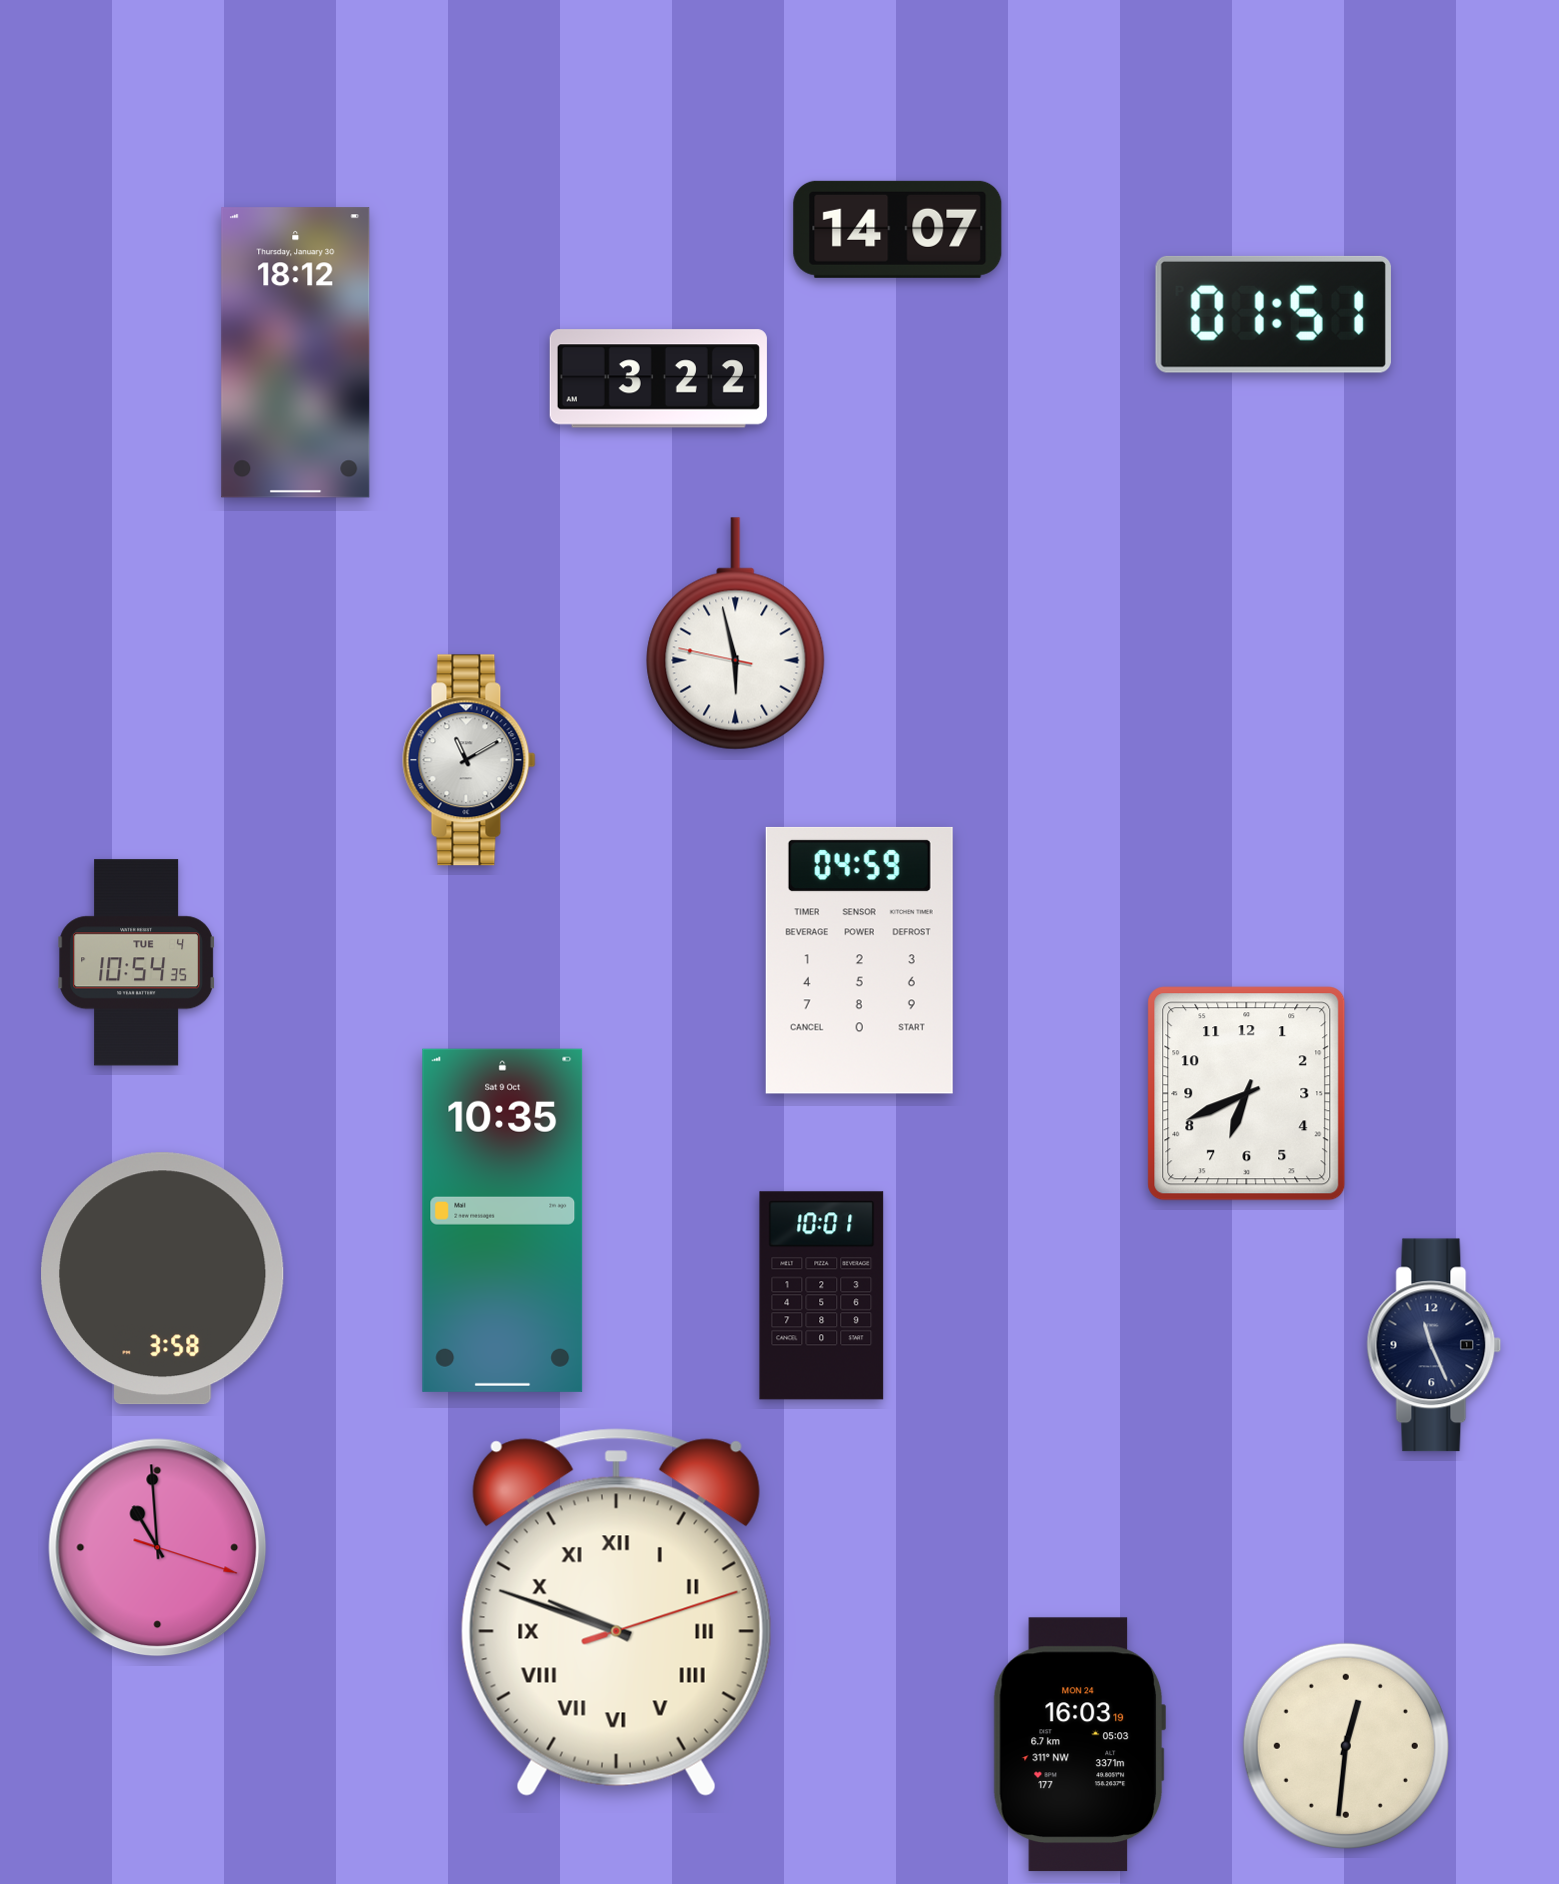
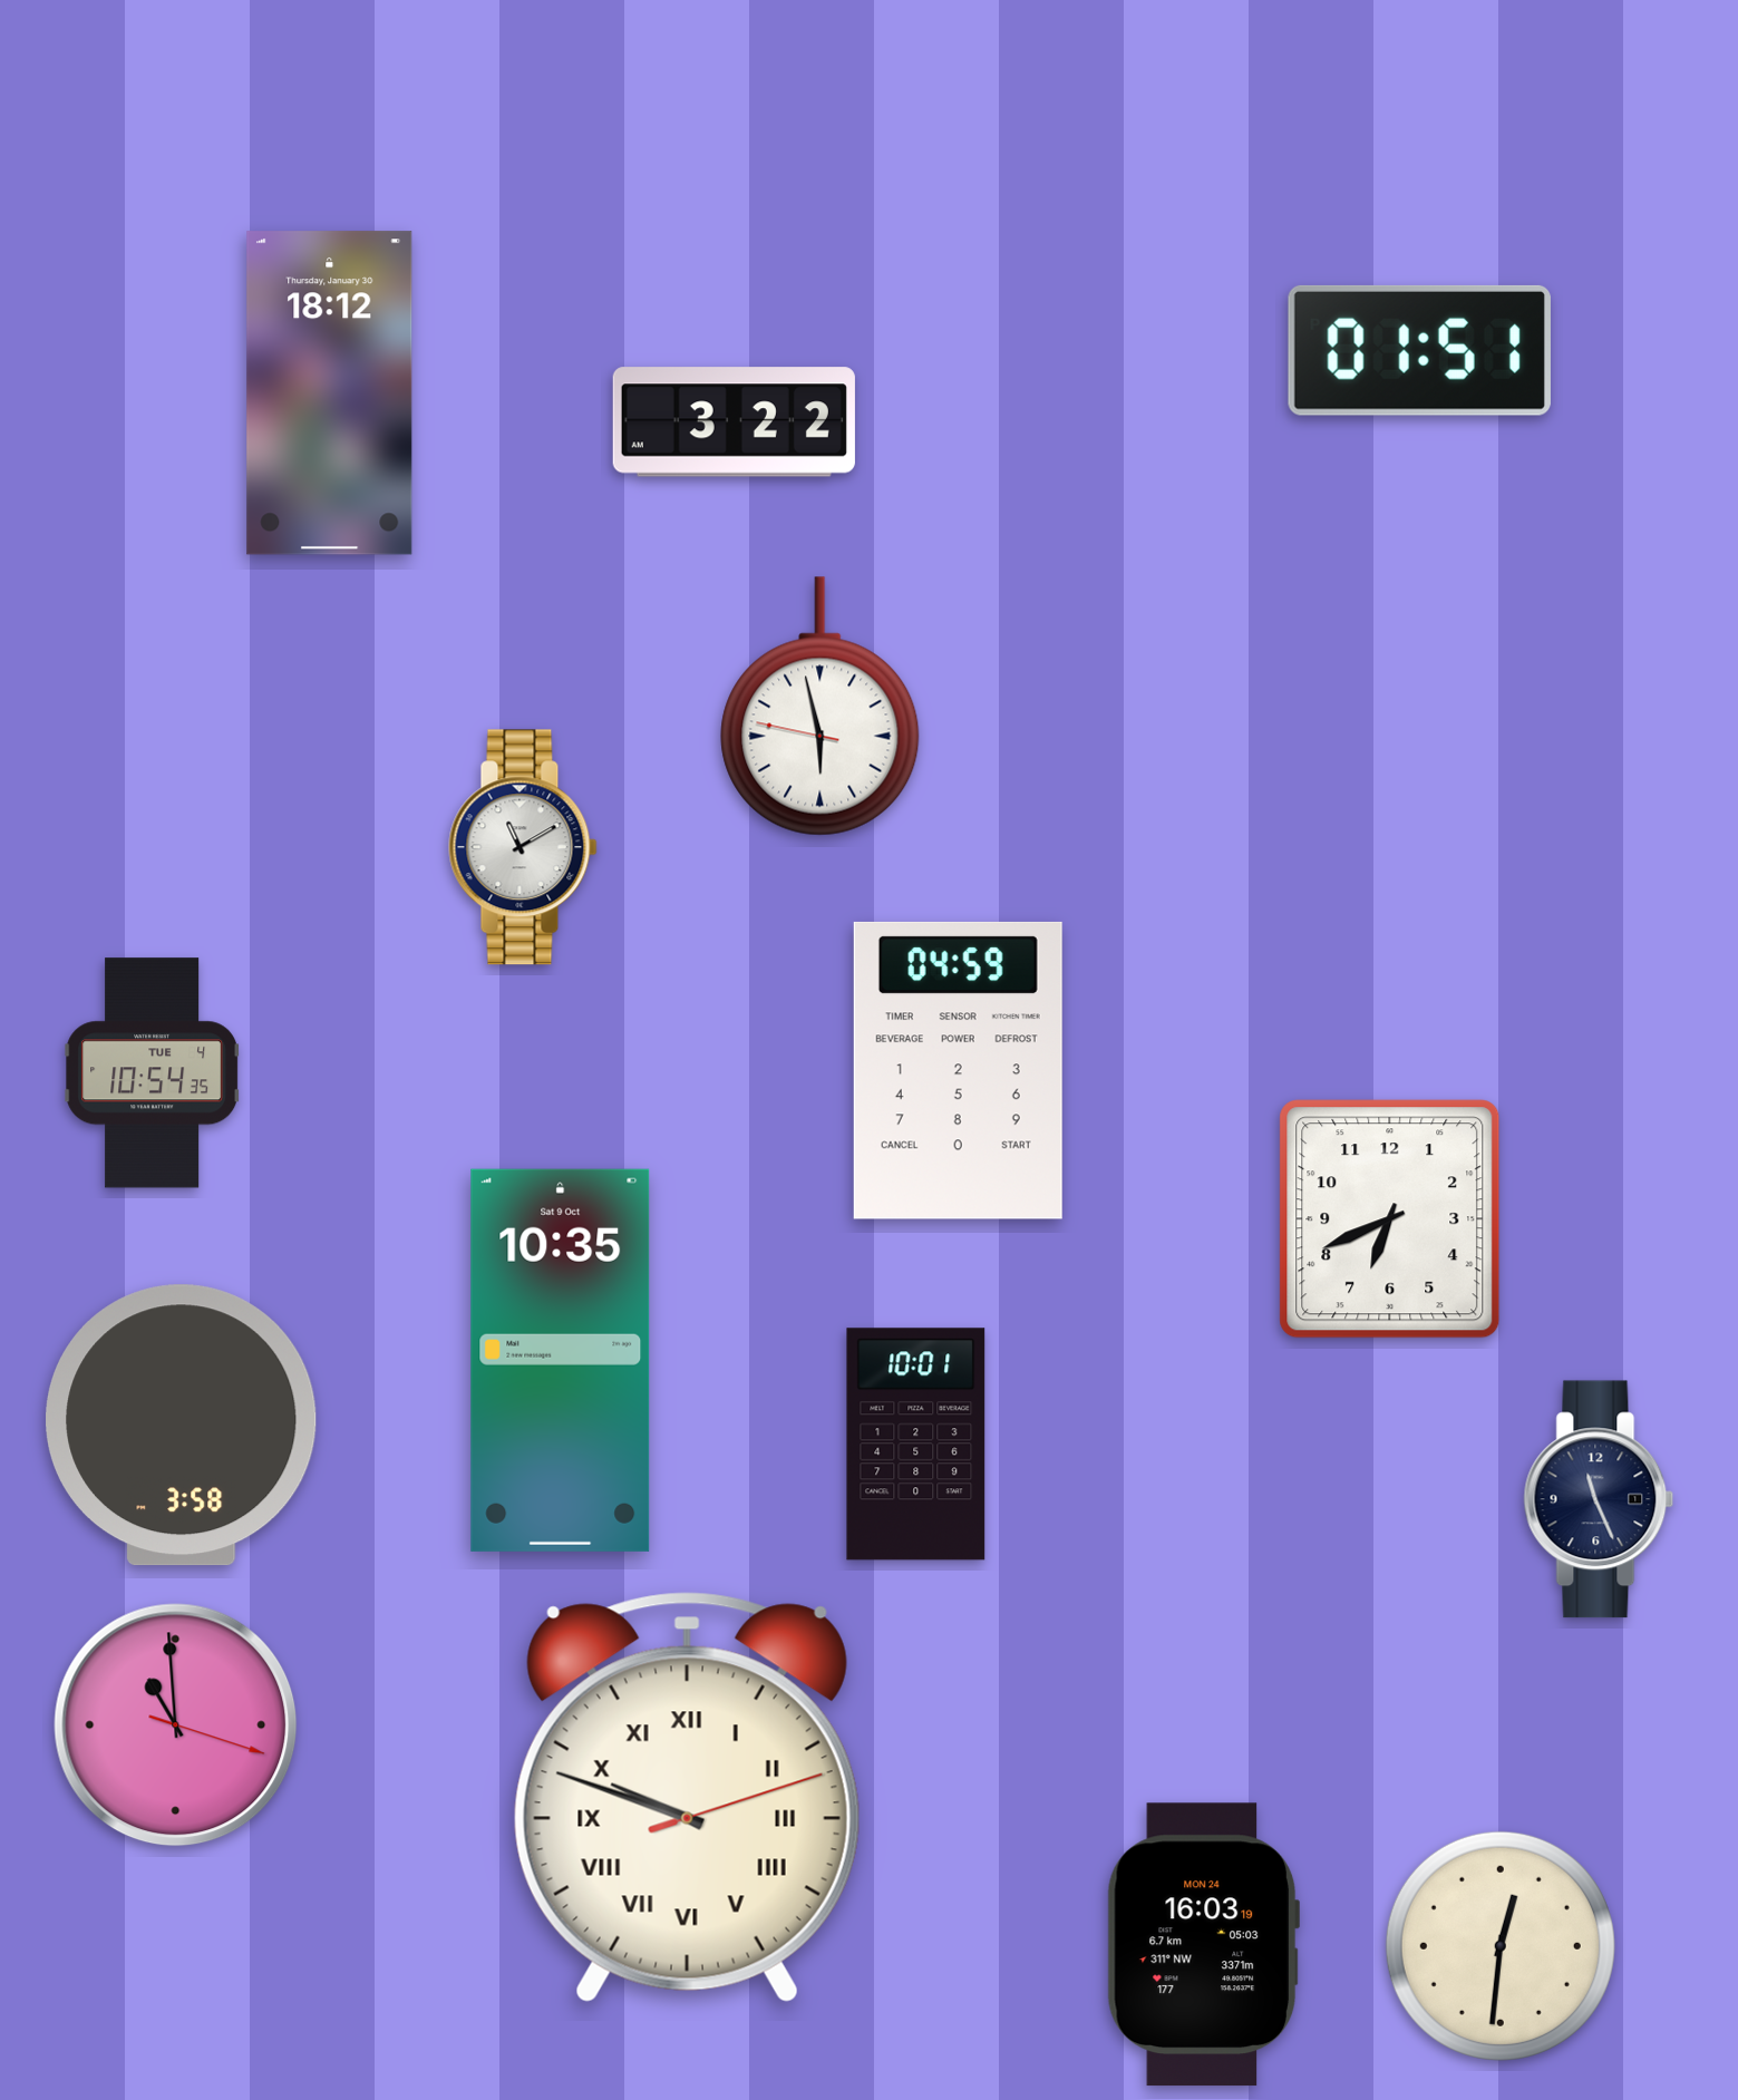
clock at (898, 229): 14:07 -> none
